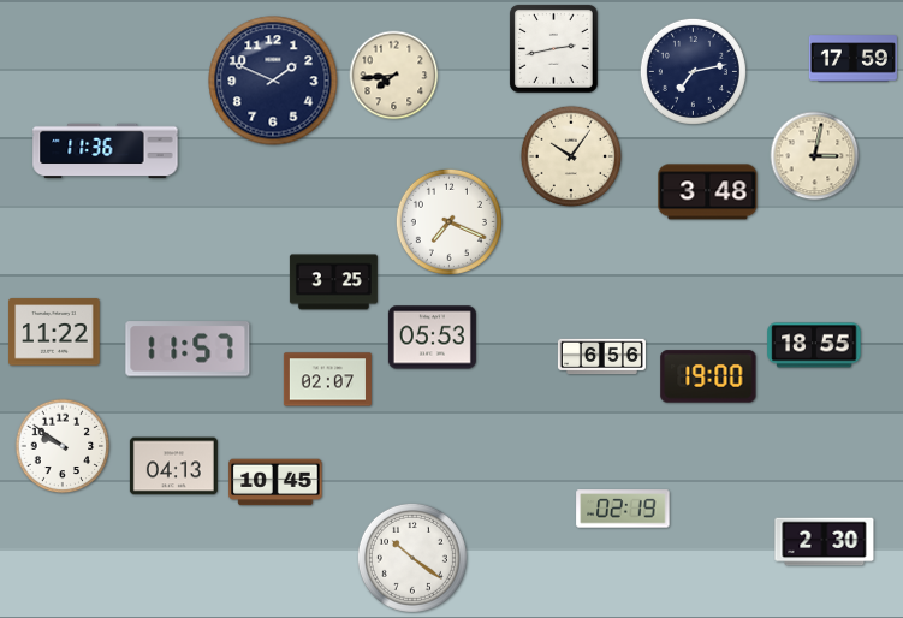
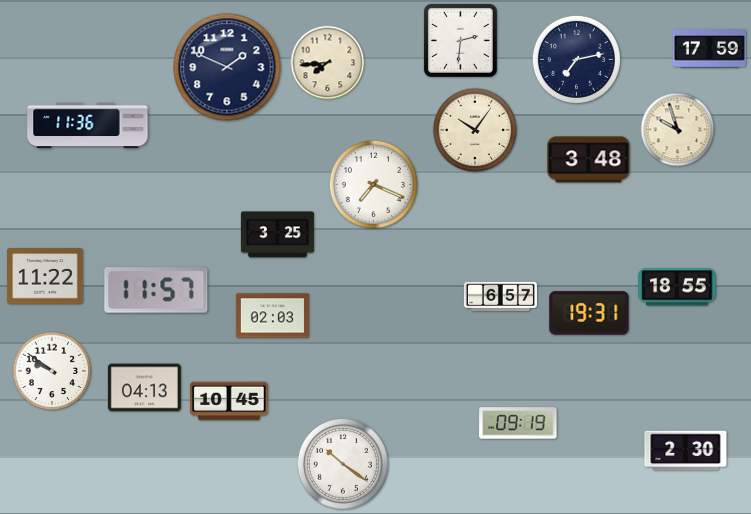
clock at (553, 48): 2:43 -> 2:31
clock at (815, 156): 3:02 -> 9:57
clock at (432, 338): 05:53 -> none
clock at (601, 357): 6:56 -> 6:57
clock at (708, 376): 19:00 -> 19:31
clock at (327, 380): 02:07 -> 02:03
clock at (623, 509): 02:19 -> 09:19
